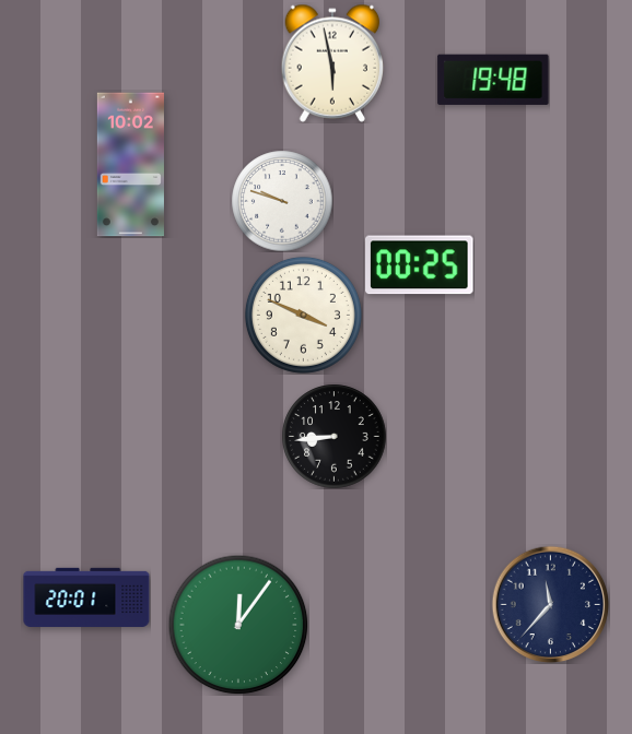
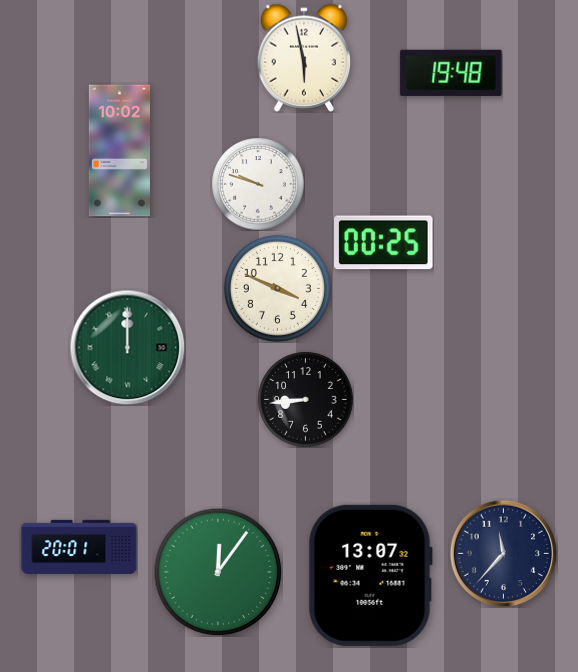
clock at (127, 347): none -> 12:00
clock at (370, 575): none -> 13:07
